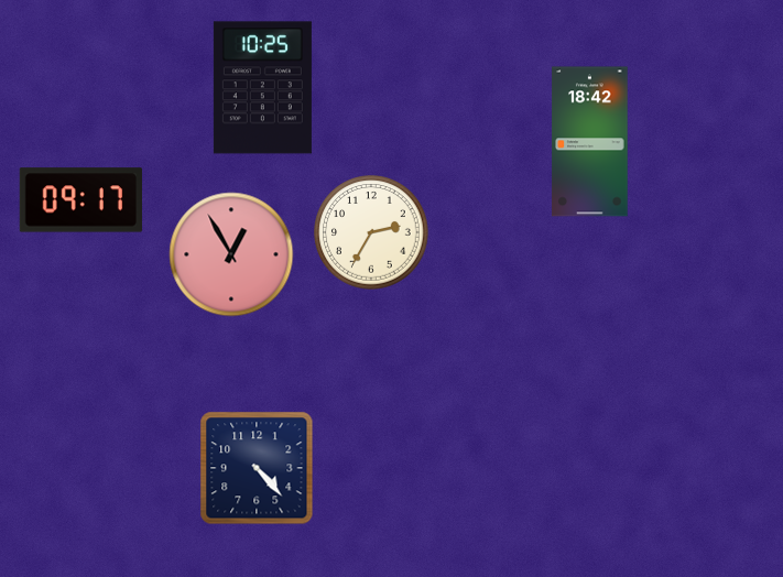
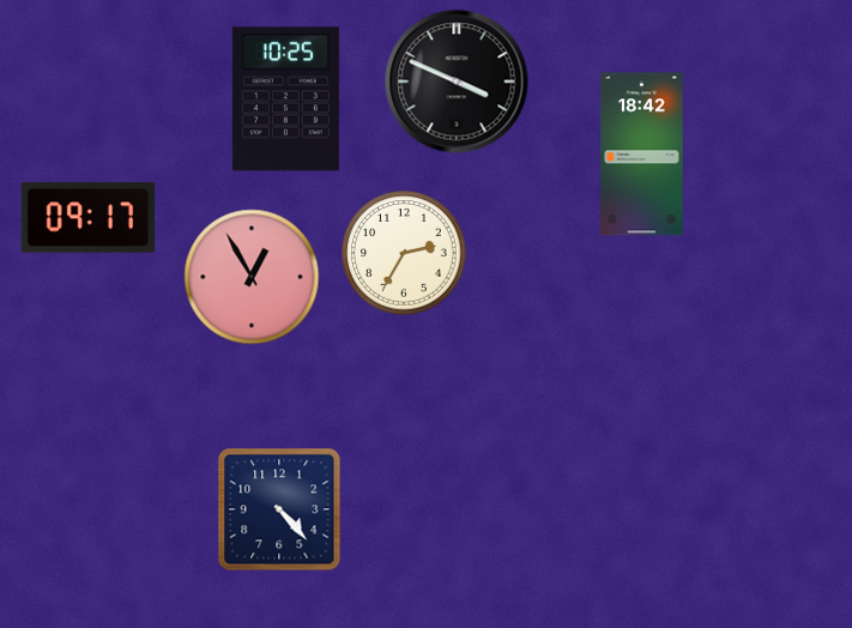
clock at (457, 81): none -> 3:49
clock at (262, 88) position: (262, 88) -> (285, 99)
